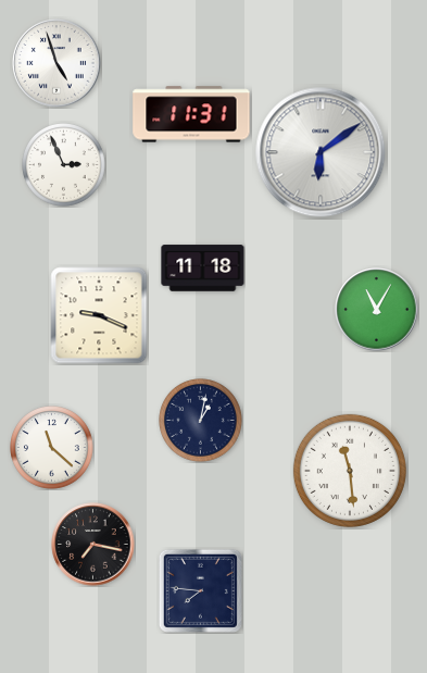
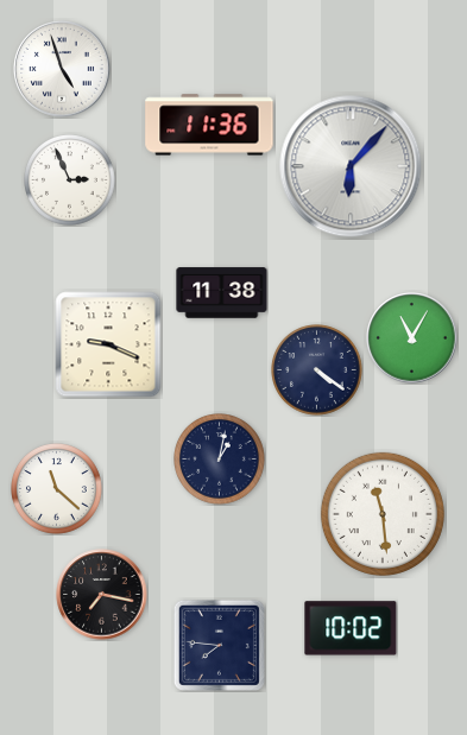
clock at (191, 114): 11:31 -> 11:36
clock at (321, 152): 6:09 -> 6:07
clock at (203, 269): 11:18 -> 11:38
clock at (317, 370): none -> 4:21
clock at (351, 628): none -> 10:02
